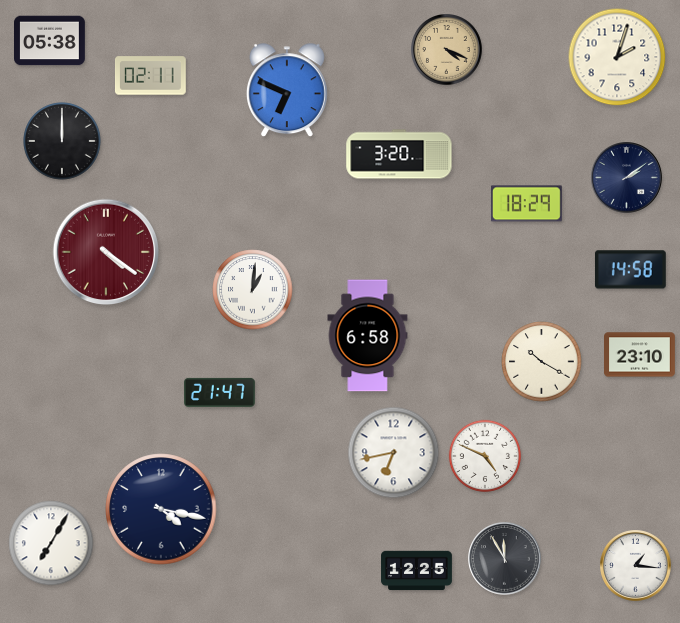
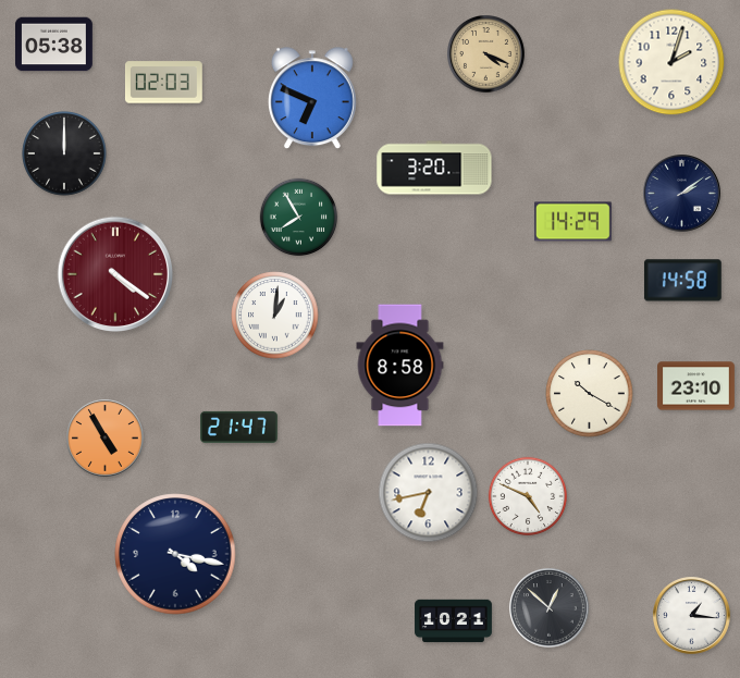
clock at (151, 76): 02:11 -> 02:03
clock at (63, 142) position: (63, 142) -> (65, 155)
clock at (299, 218): none -> 7:55
clock at (526, 204): 18:29 -> 14:29
clock at (630, 270) position: (630, 270) -> (682, 281)
clock at (368, 336): 6:58 -> 8:58
clock at (106, 439): none -> 4:55
clock at (51, 543): 7:05 -> none
clock at (505, 559): 11:55 -> 12:52
clock at (417, 571): 12:25 -> 10:21
